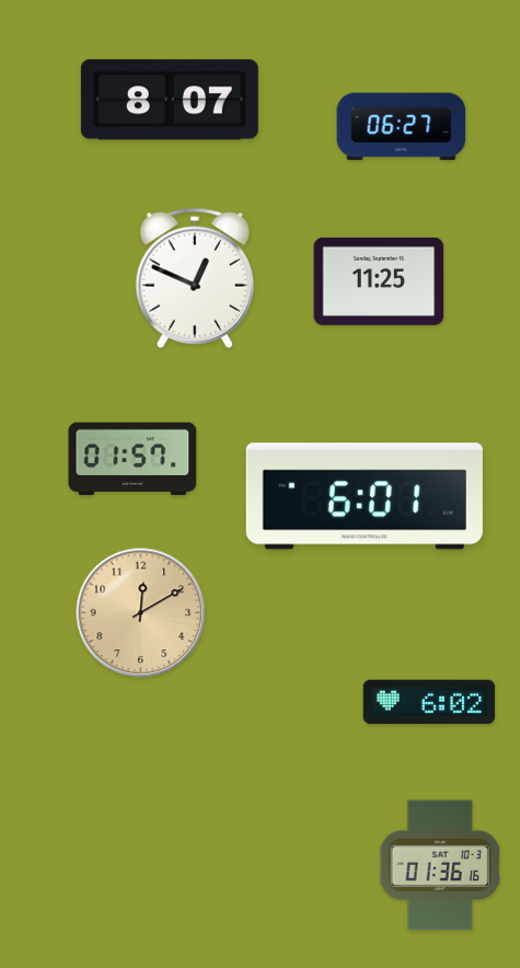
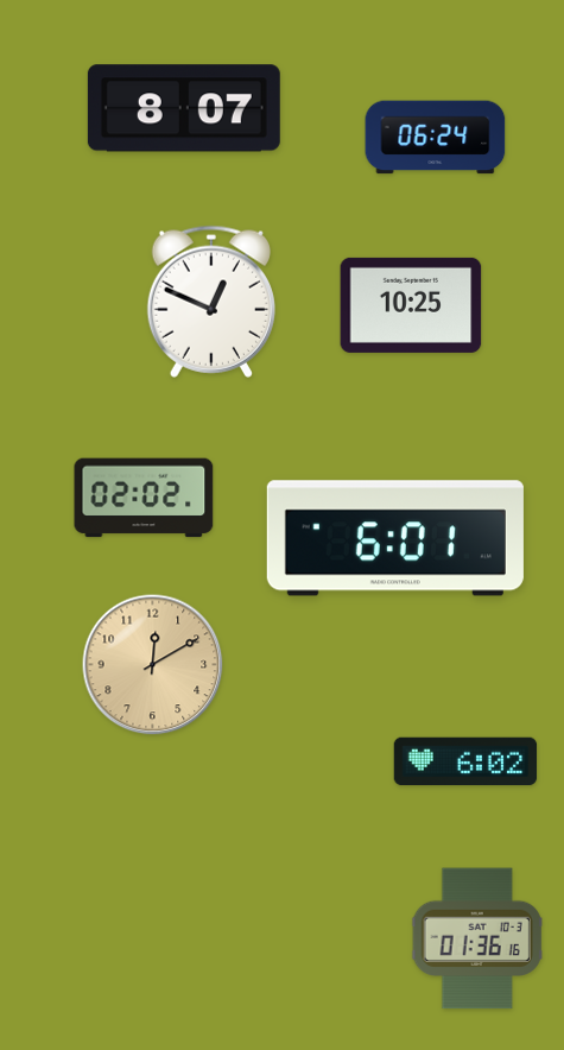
clock at (402, 127): 06:27 -> 06:24
clock at (379, 281): 11:25 -> 10:25
clock at (132, 459): 01:57 -> 02:02
